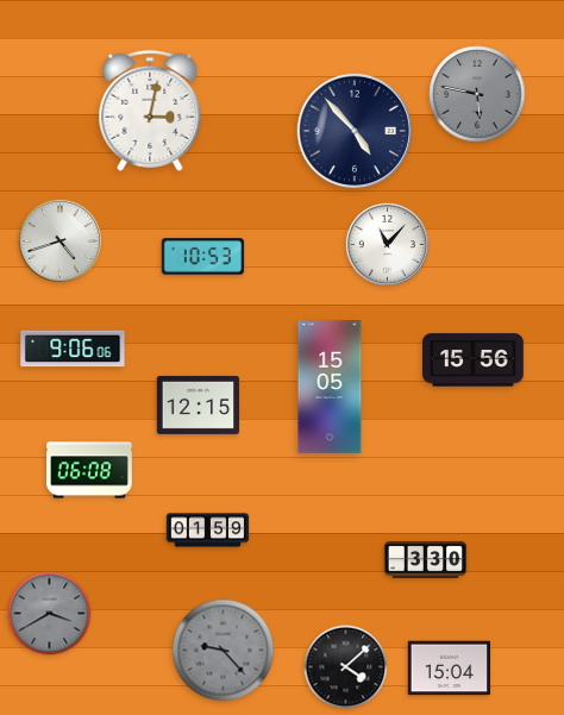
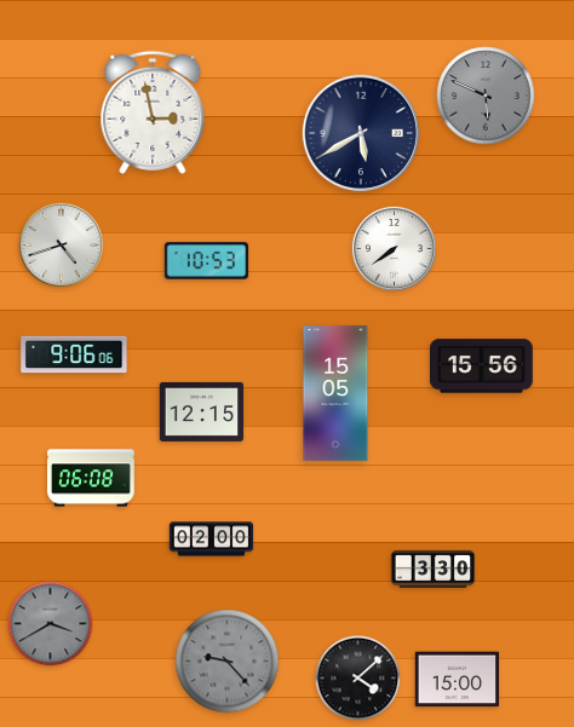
clock at (477, 94): 5:47 -> 5:49
clock at (150, 111): 3:02 -> 2:58
clock at (353, 130): 4:53 -> 5:40
clock at (387, 244): 11:07 -> 7:39
clock at (208, 531): 01:59 -> 02:00
clock at (346, 667) position: (346, 667) -> (358, 679)
clock at (450, 669): 15:04 -> 15:00
